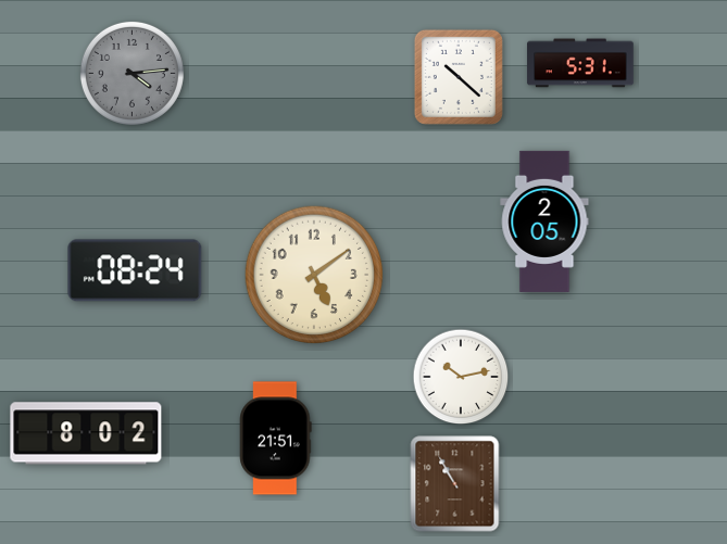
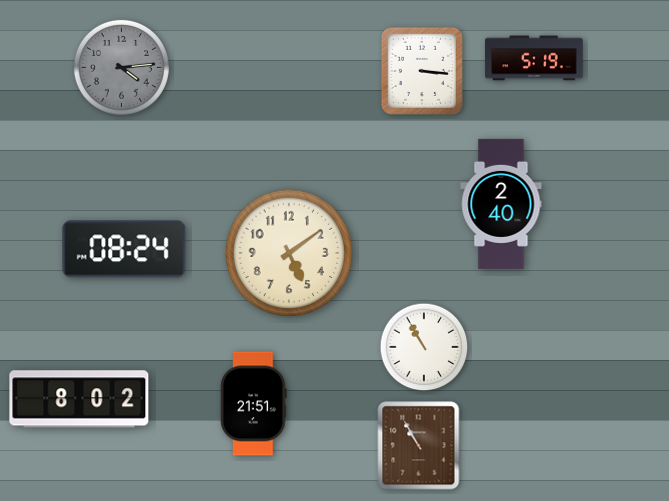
clock at (580, 63): 5:31 -> 5:19
clock at (459, 77): 10:22 -> 3:16
clock at (544, 222): 2:05 -> 2:40
clock at (461, 377): 10:13 -> 10:55
